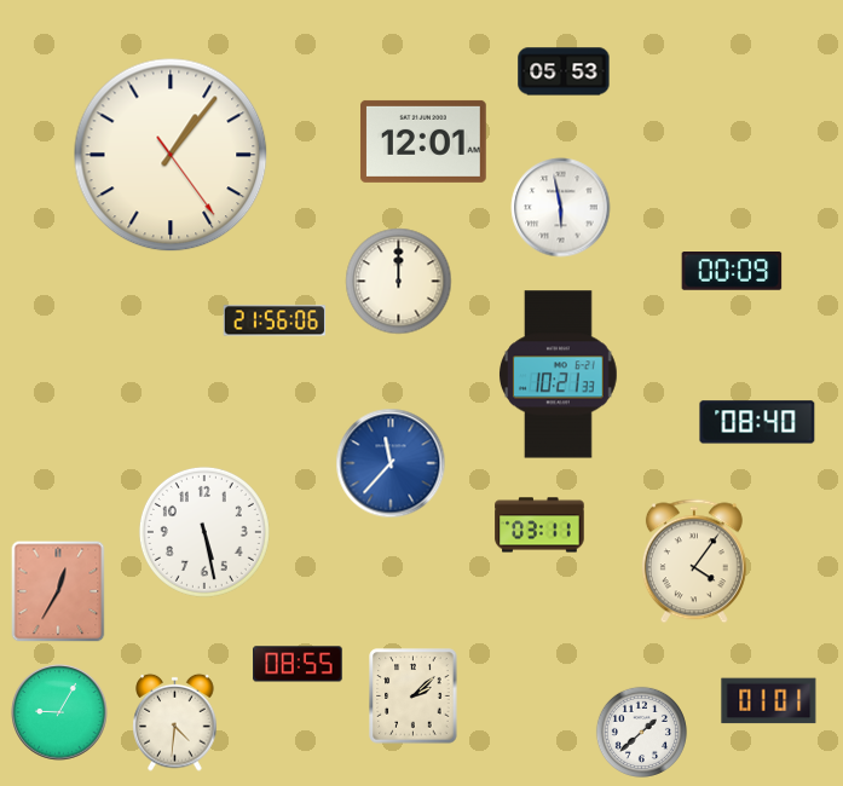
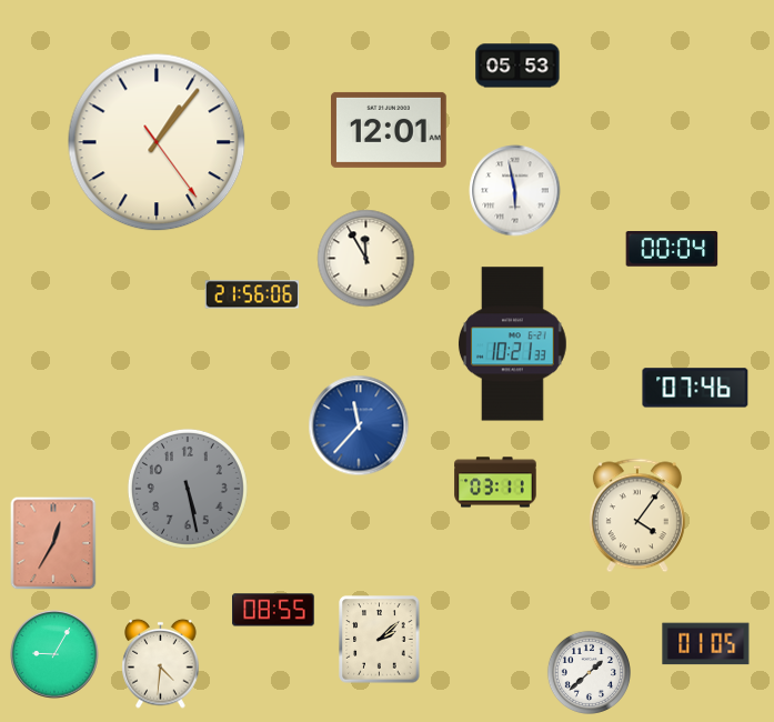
clock at (732, 272): 00:09 -> 00:04
clock at (399, 282): 12:00 -> 11:55
clock at (757, 422): 08:40 -> 07:46
clock at (204, 532) dial: white -> grey
clock at (769, 701): 01:01 -> 01:05
